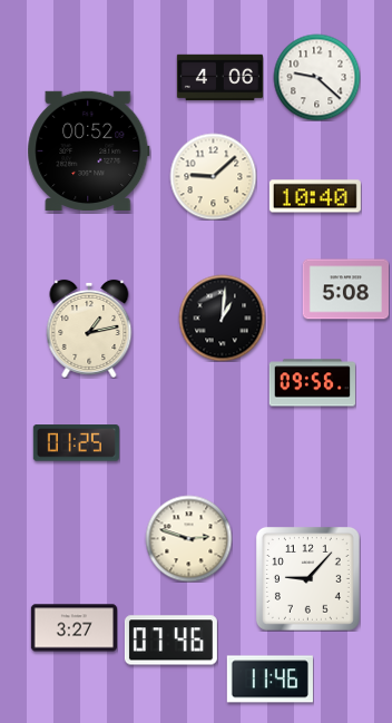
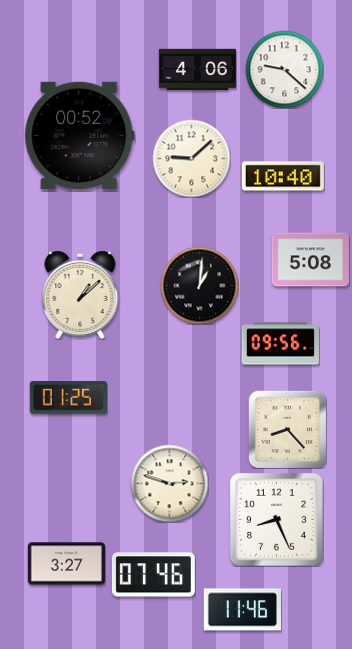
clock at (89, 329): 1:13 -> 1:08
clock at (287, 429): none -> 8:23
clock at (307, 578): 9:07 -> 8:26
